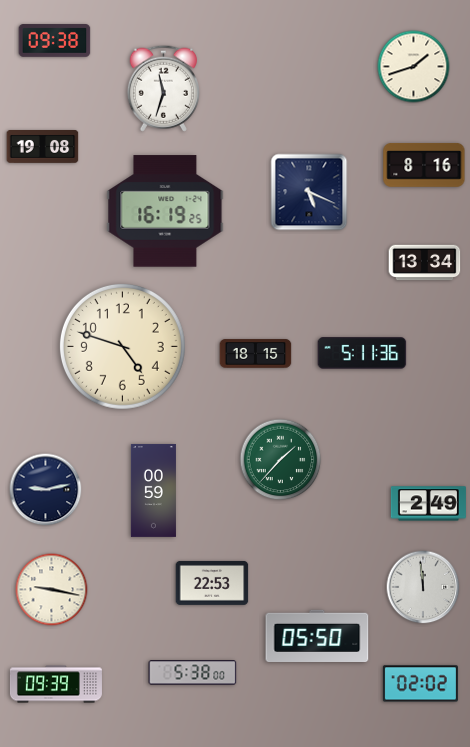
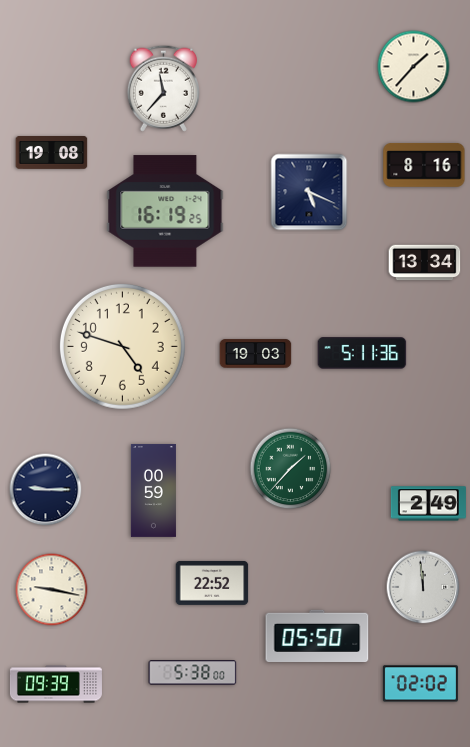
clock at (55, 41): 09:38 -> none
clock at (414, 67): 1:42 -> 1:37
clock at (163, 88): 11:33 -> 11:37
clock at (43, 147) position: (43, 147) -> (52, 153)
clock at (256, 354): 18:15 -> 19:03
clock at (281, 460) position: (281, 460) -> (291, 469)
clock at (46, 490): 9:13 -> 9:15
clock at (212, 583): 22:53 -> 22:52
